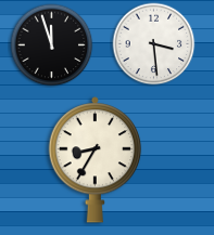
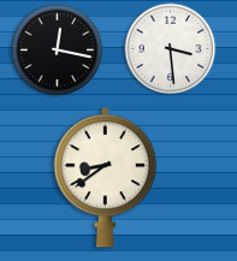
clock at (52, 45): 11:57 -> 12:17
clock at (96, 160): 8:35 -> 8:39
